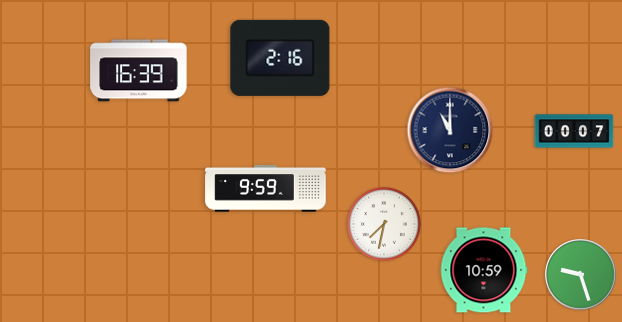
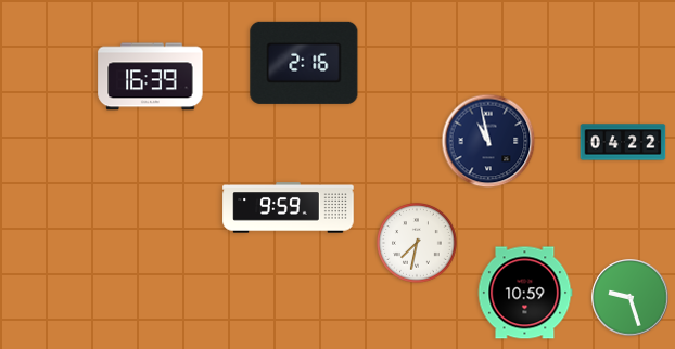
clock at (450, 130): 11:00 -> 10:58
clock at (574, 131): 00:07 -> 04:22
clock at (266, 189) position: (266, 189) -> (289, 208)
